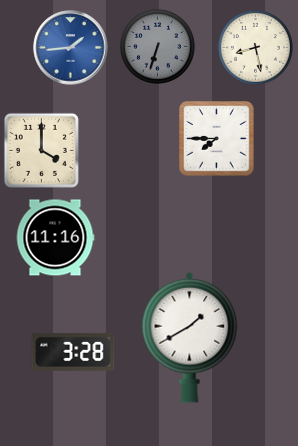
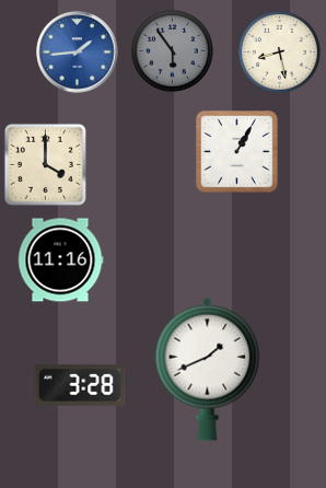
clock at (157, 46): 6:33 -> 5:54
clock at (217, 139): 7:45 -> 1:05
clock at (190, 337): 1:40 -> 1:41
